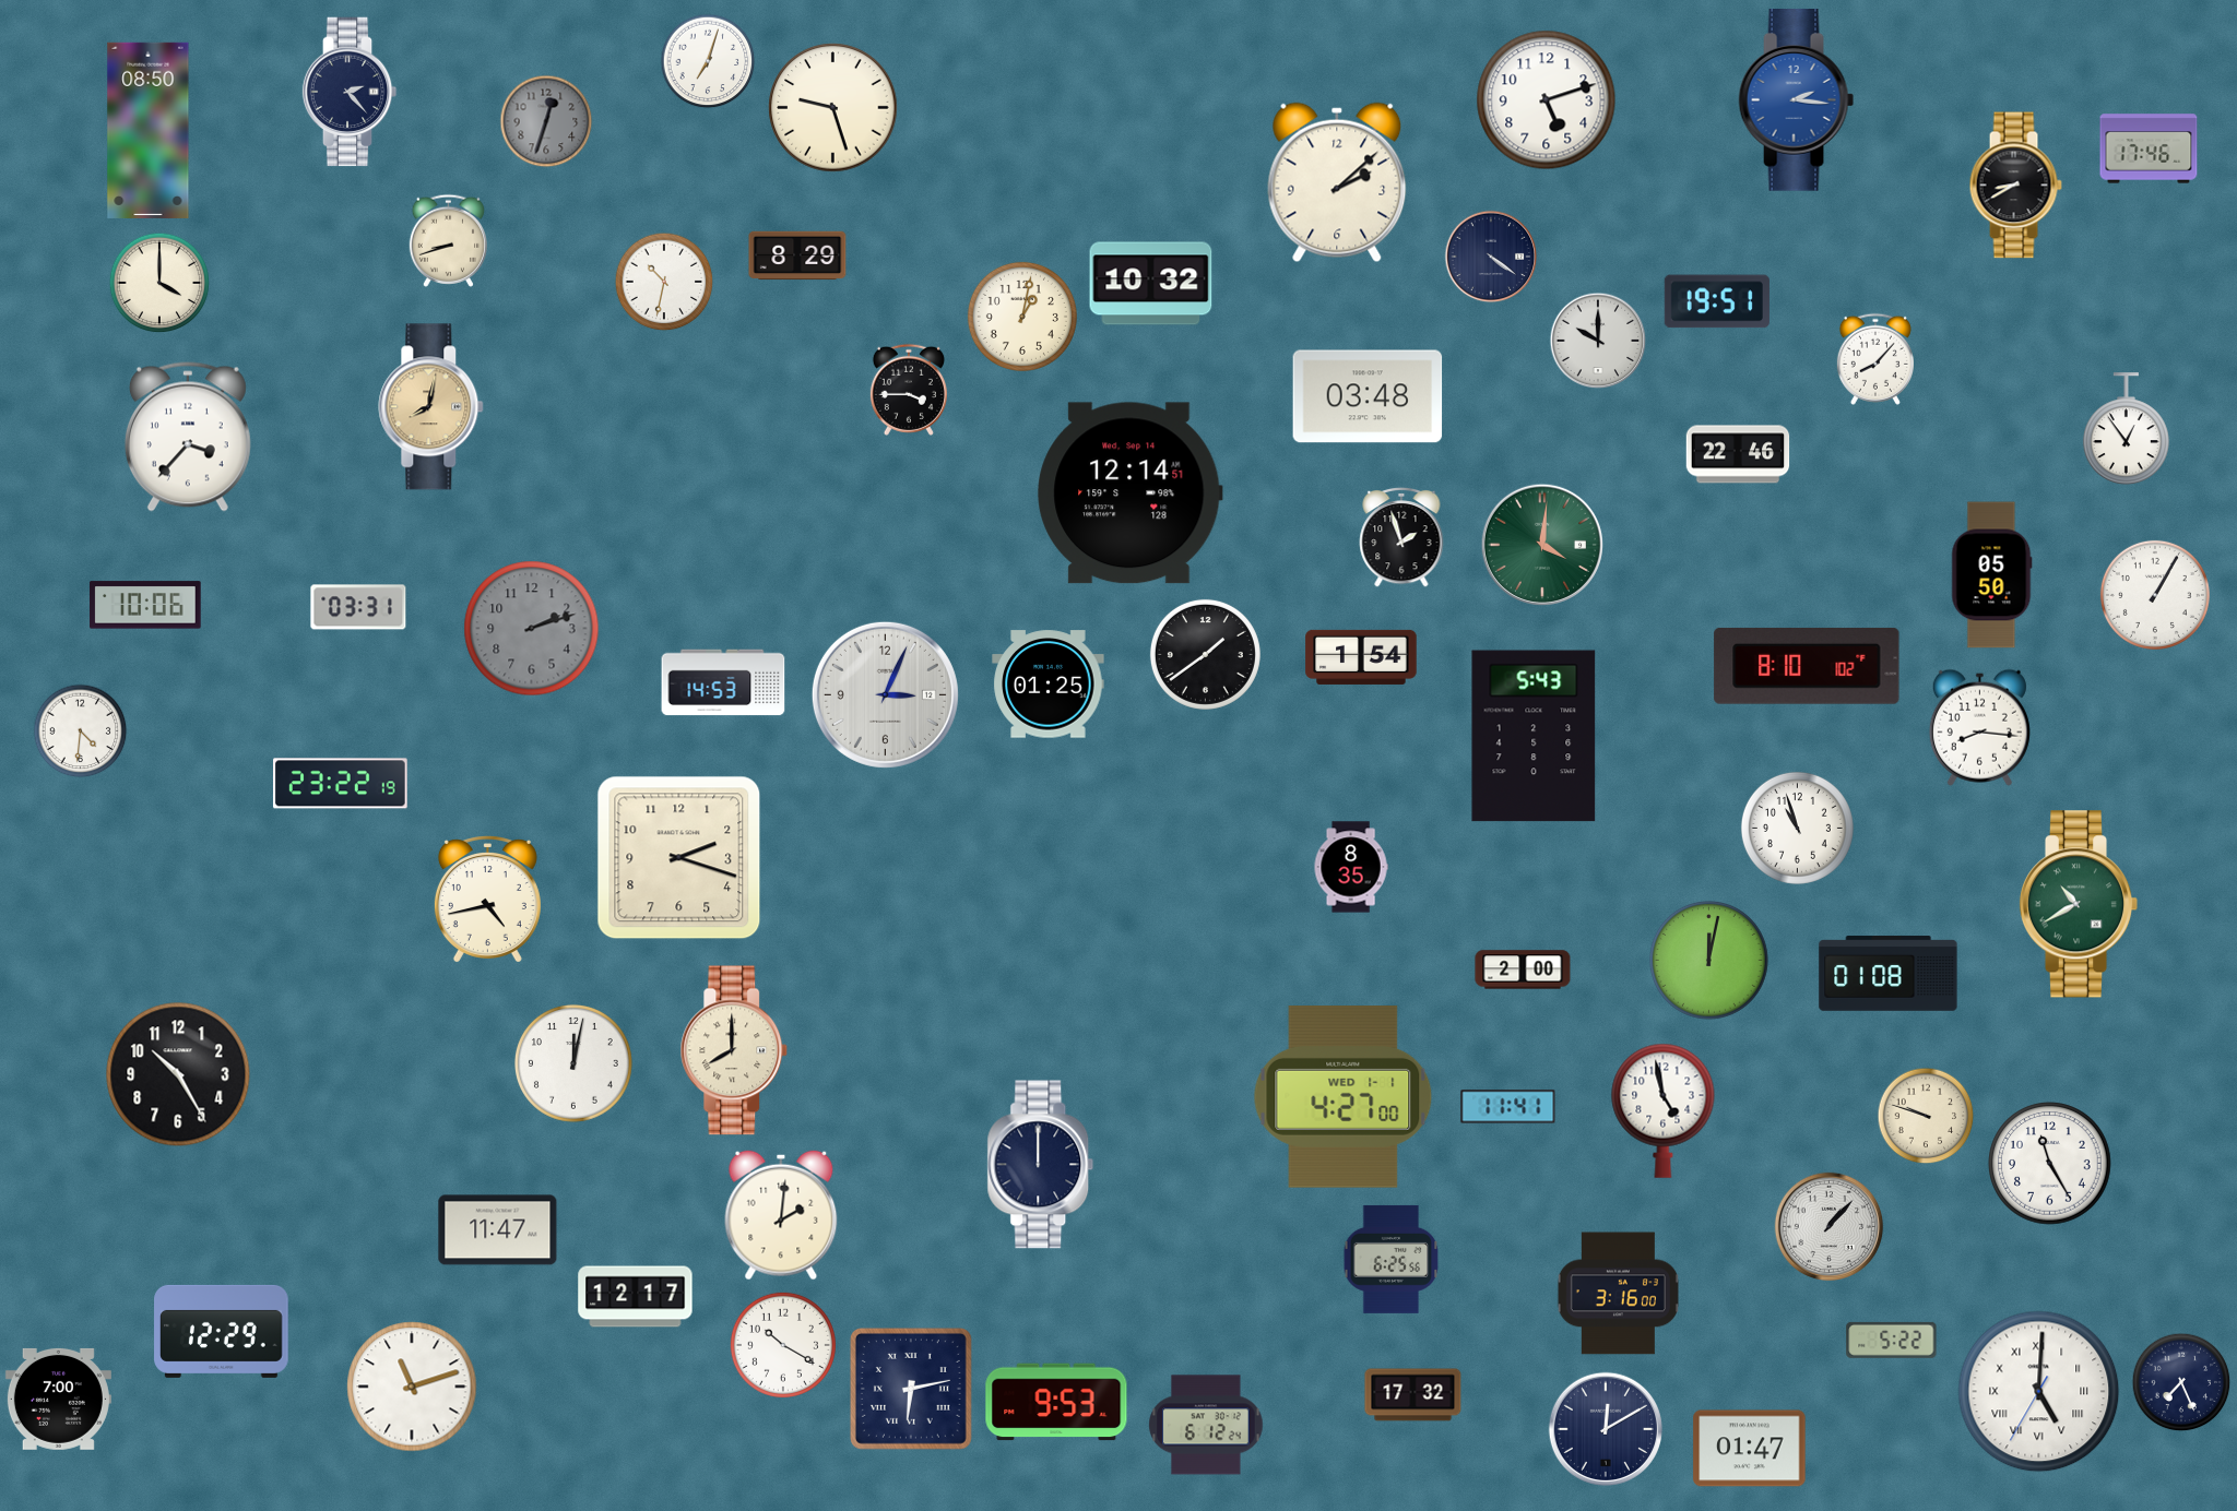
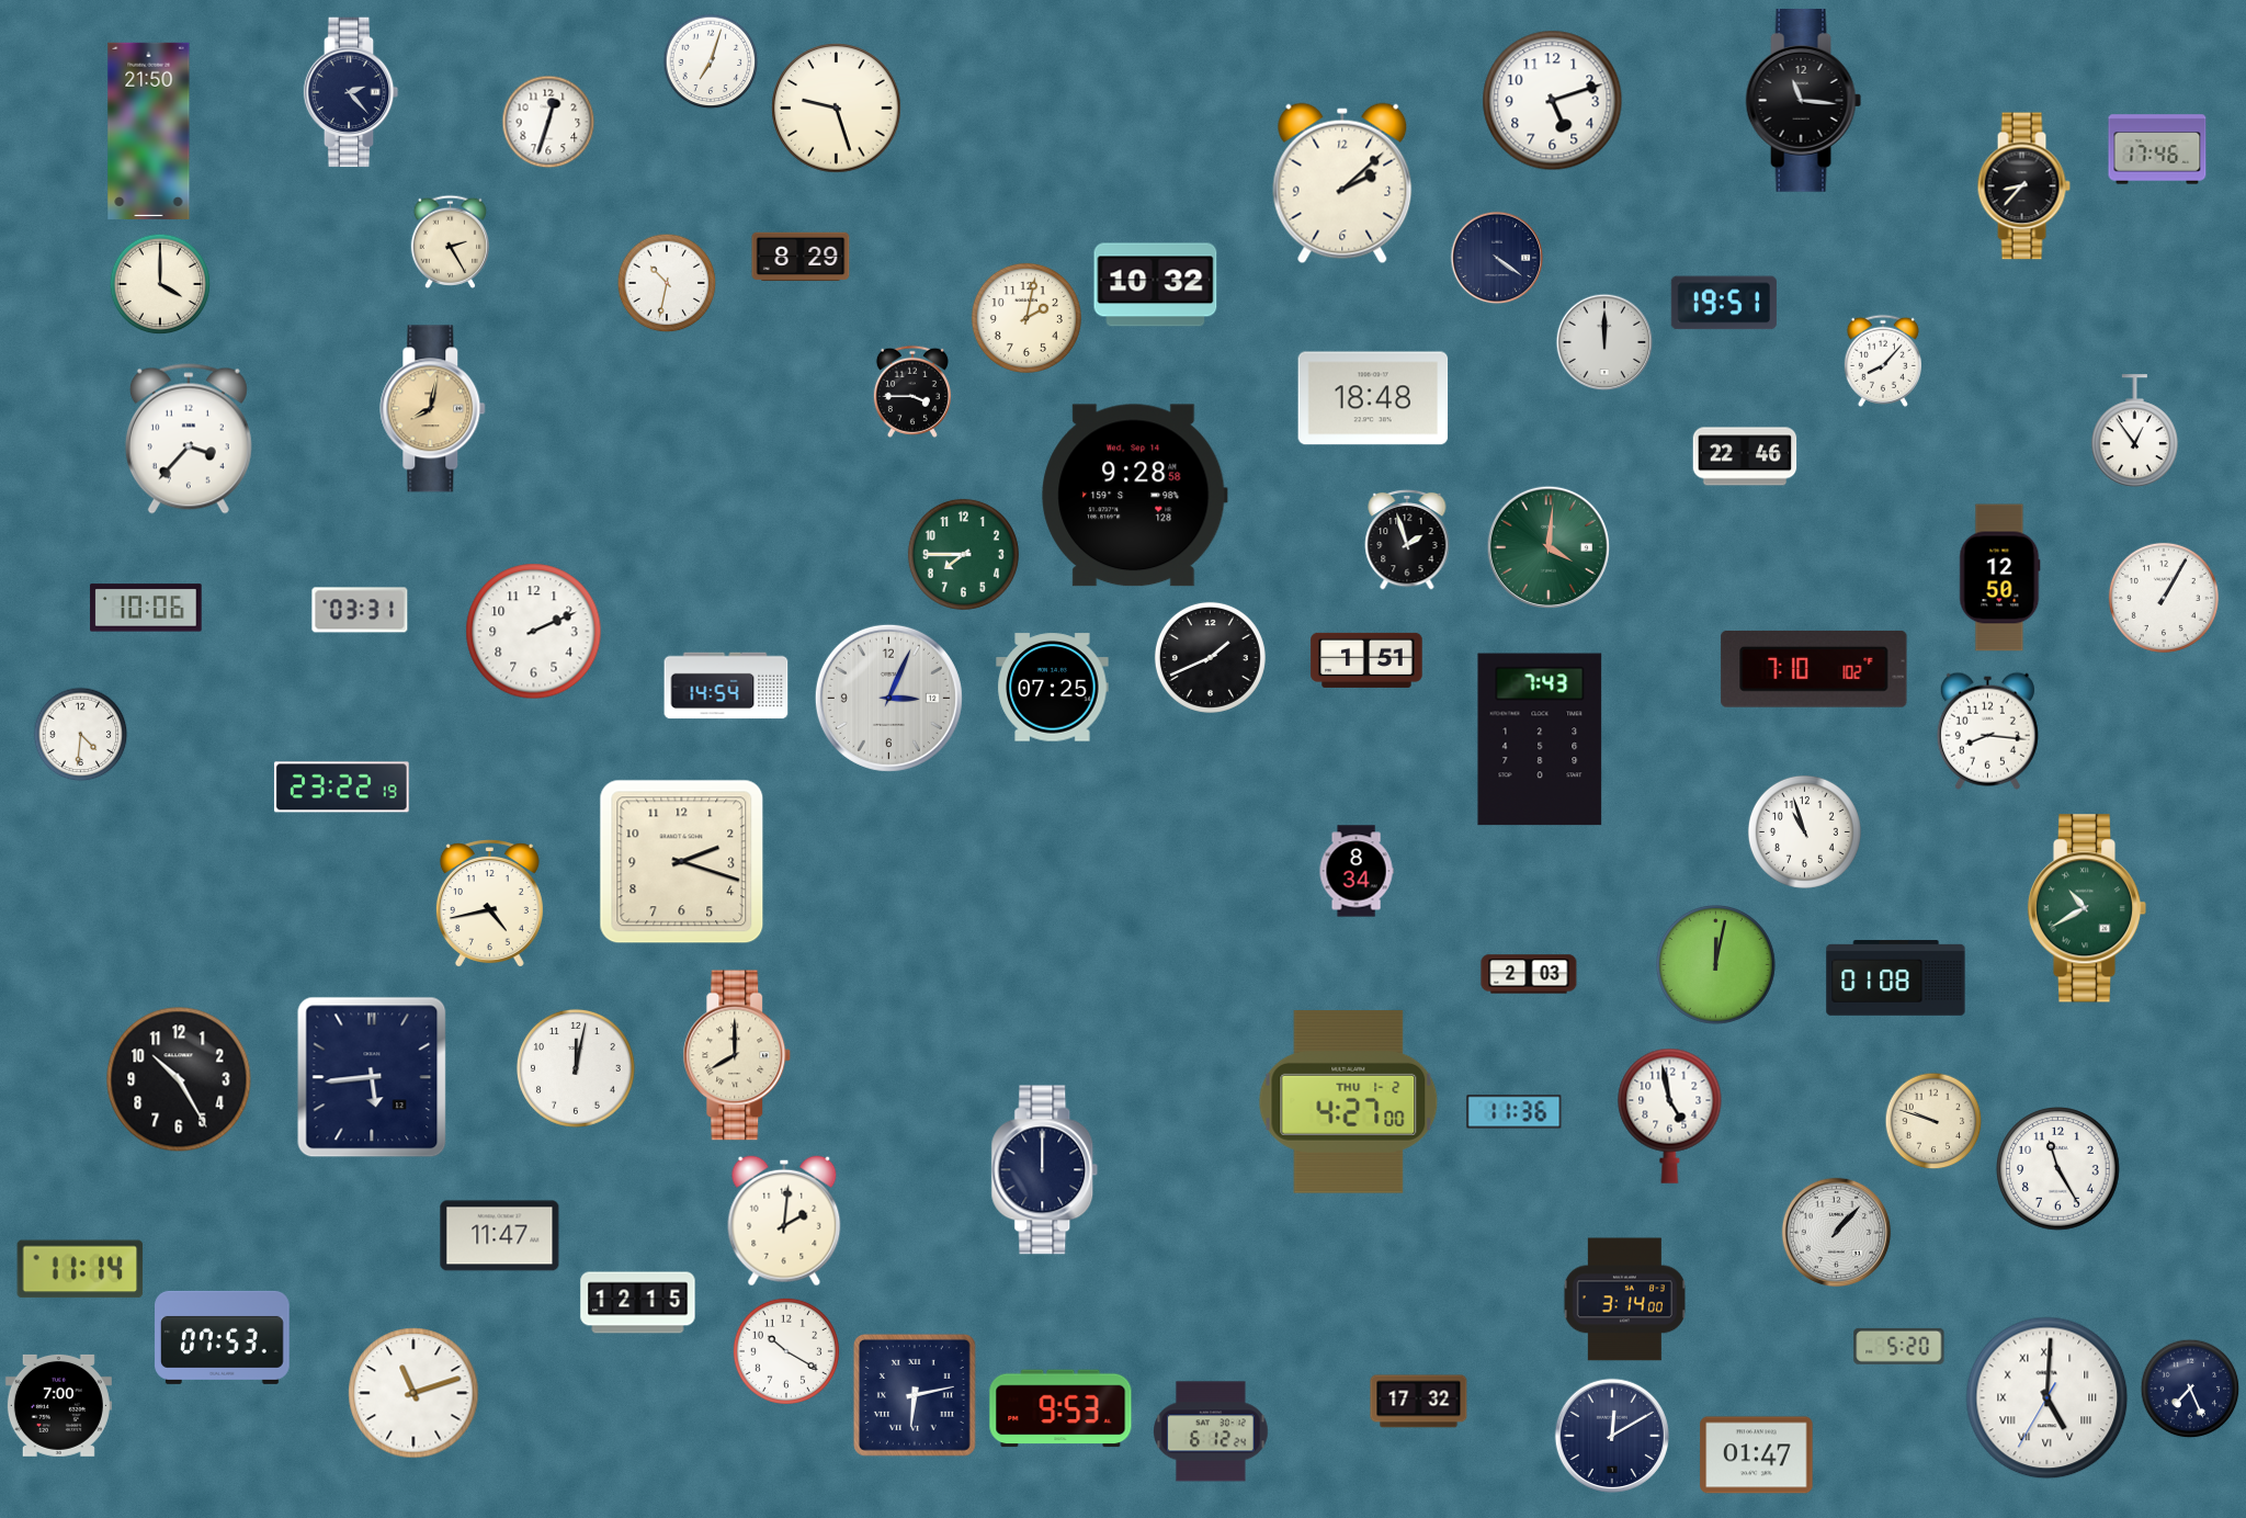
clock at (1797, 100): 2:16 -> 11:16
clock at (1797, 100) dial: blue -> black
clock at (546, 121) dial: grey -> white
clock at (149, 130): 08:50 -> 21:50
clock at (2015, 186): 8:40 -> 8:37
clock at (448, 240): 8:42 -> 2:25
clock at (1022, 317): 1:02 -> 2:02
clock at (1598, 341): 10:00 -> 12:00
clock at (1368, 396): 03:48 -> 18:48
clock at (1131, 493): 12:14 -> 9:28
clock at (963, 554): none -> 7:45
clock at (1992, 575): 05:50 -> 12:50
clock at (532, 629): 2:12 -> 2:11
clock at (532, 629) dial: grey -> white
clock at (1205, 654): 1:39 -> 1:41
clock at (1361, 657): 1:54 -> 1:51
clock at (1807, 666): 8:10 -> 7:10
clock at (723, 682): 14:53 -> 14:54
clock at (1049, 685): 01:25 -> 07:25
clock at (1534, 736): 5:43 -> 7:43
clock at (1351, 867): 8:35 -> 8:34
clock at (1523, 969): 2:00 -> 2:03
clock at (372, 1077): none -> 5:44
clock at (1344, 1097) date: WED 1-1 -> THU 1-2
clock at (1508, 1107): 11:41 -> 11:36
clock at (1392, 1259): 6:25 -> none
clock at (80, 1269): none -> 11:14
clock at (1618, 1294): 3:16 -> 3:14
clock at (636, 1297): 12:17 -> 12:15
clock at (222, 1331): 12:29 -> 07:53
clock at (1892, 1340): 5:22 -> 5:20
